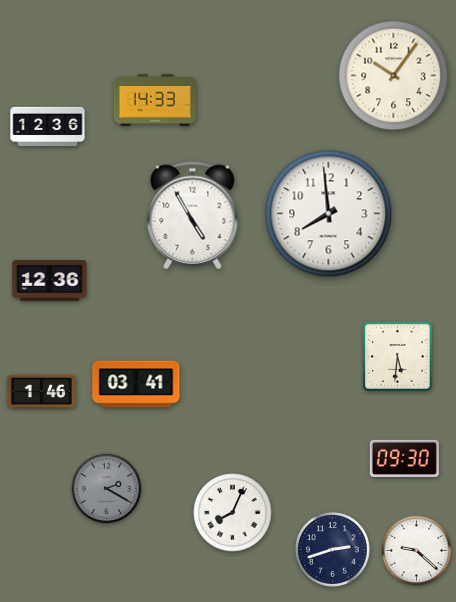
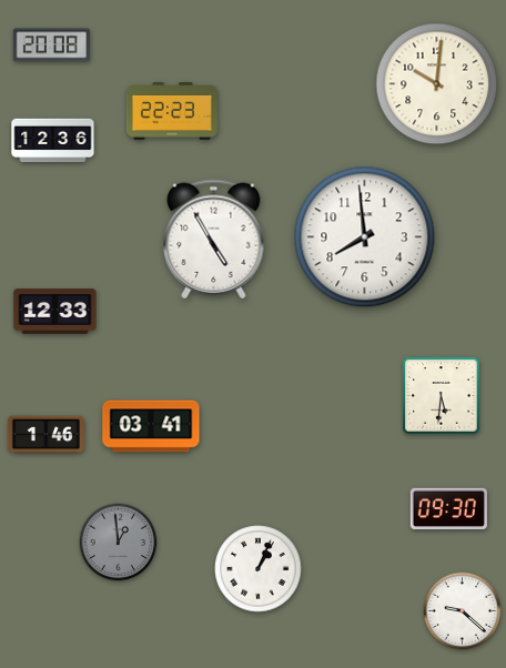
clock at (51, 45): none -> 20:08
clock at (394, 76): 10:06 -> 10:01
clock at (155, 100): 14:33 -> 22:23
clock at (50, 281): 12:36 -> 12:33
clock at (107, 489): 2:20 -> 12:59
clock at (233, 513): 8:04 -> 1:04
clock at (332, 549): 2:42 -> none
